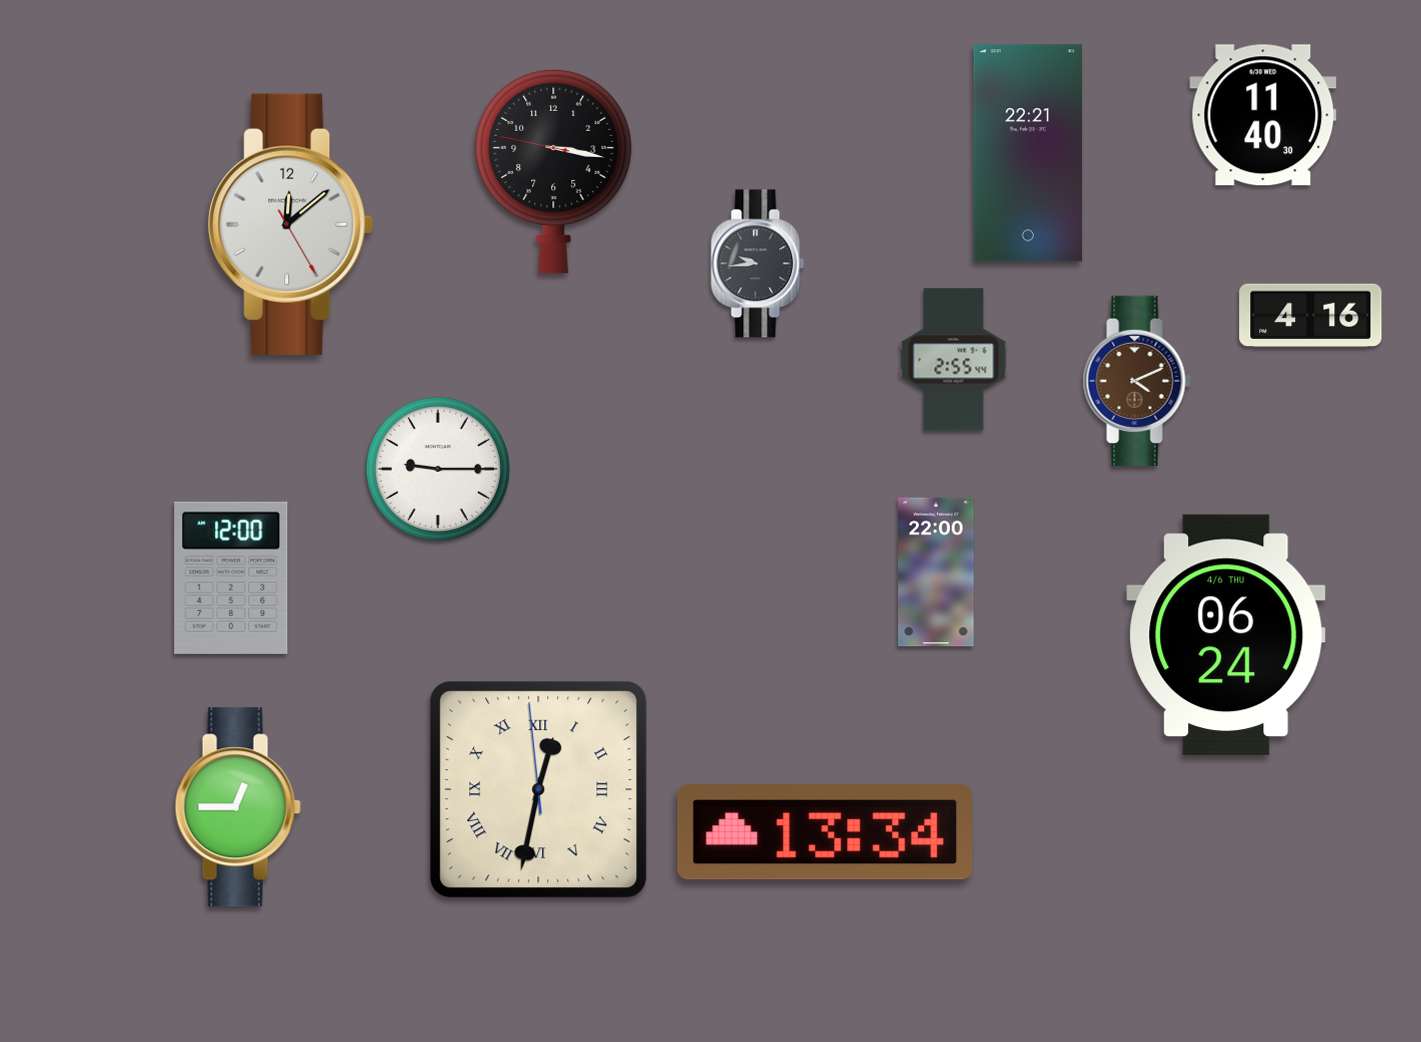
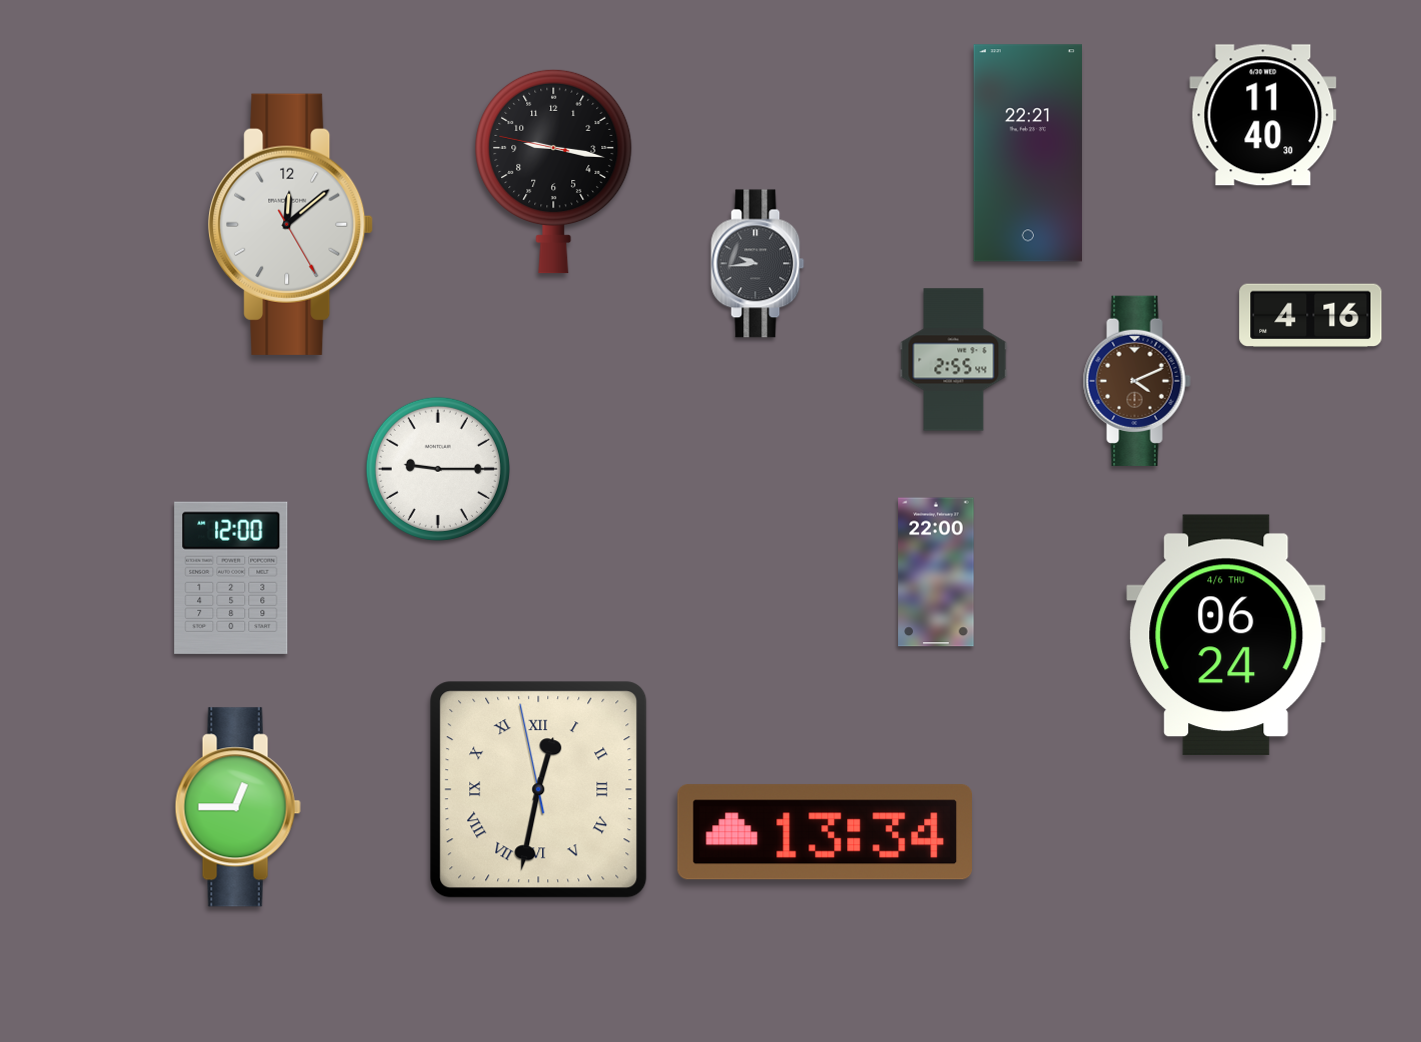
clock at (554, 171): 3:16 -> 9:16
clock at (539, 790): 12:31:59 -> 12:31:58
